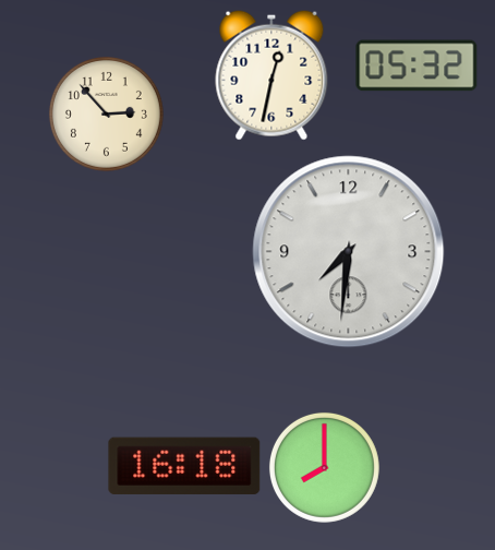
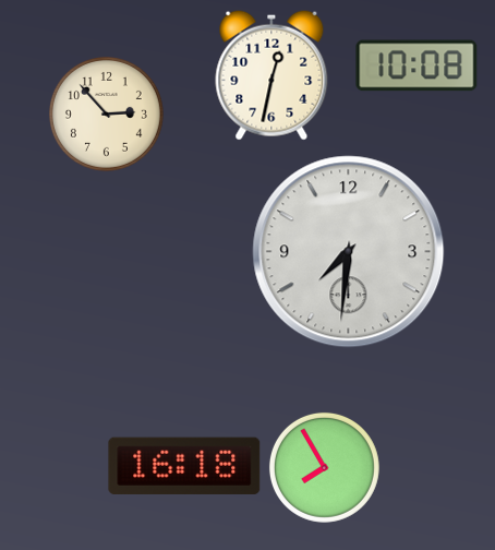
clock at (416, 65): 05:32 -> 10:08
clock at (324, 467): 8:00 -> 7:55
